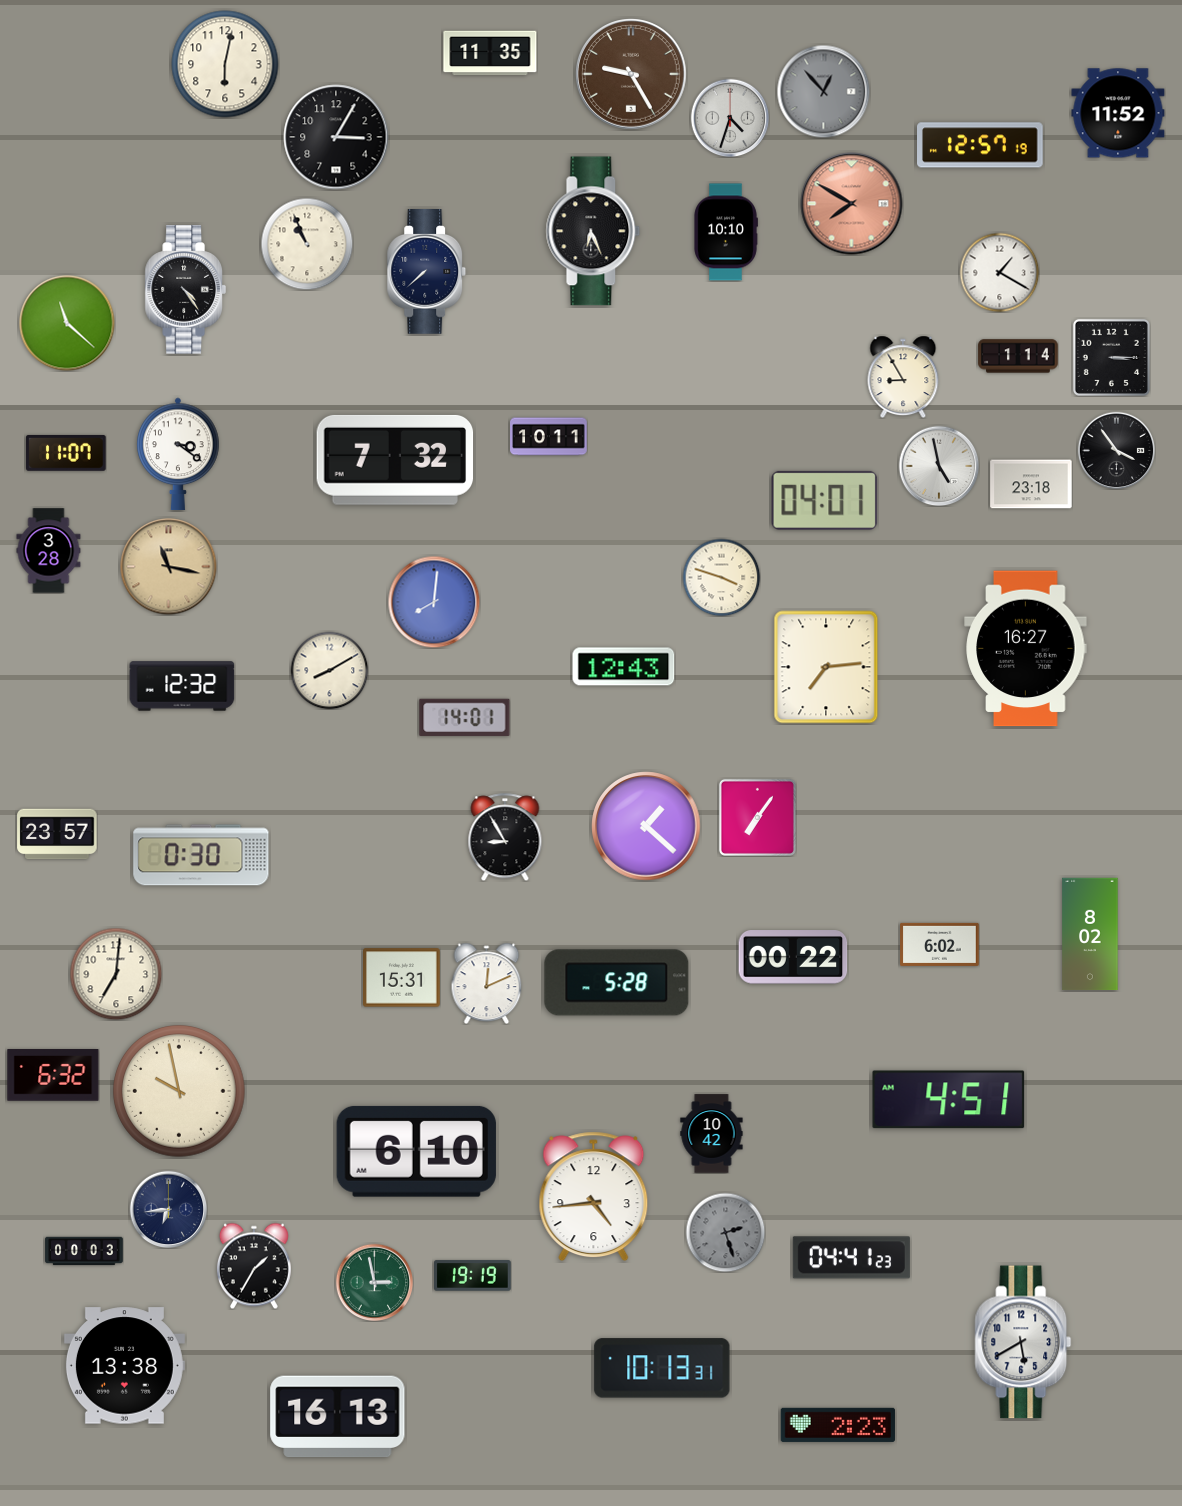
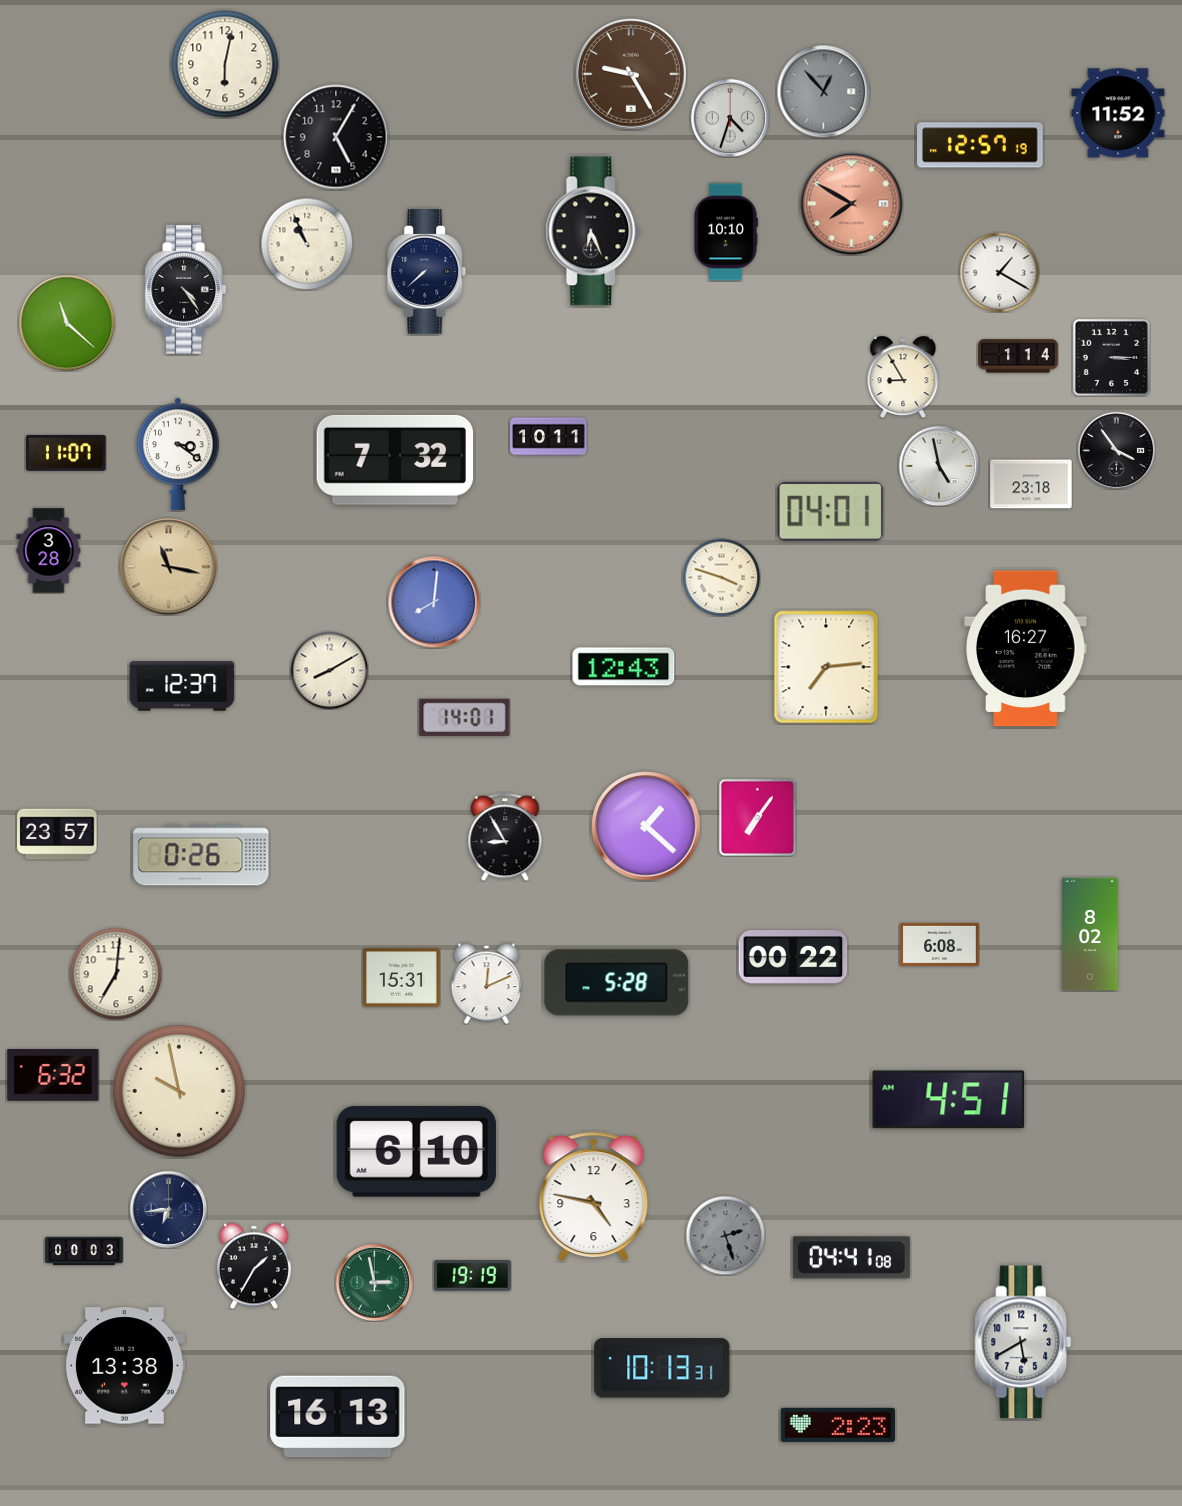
clock at (490, 53): 11:35 -> none
clock at (336, 137): 3:05 -> 5:05
clock at (825, 500) position: (825, 500) -> (831, 511)
clock at (182, 686): 12:32 -> 12:37
clock at (201, 855): 0:30 -> 0:26
clock at (940, 944): 6:02 -> 6:08
clock at (712, 1134): 10:42 -> none
clock at (594, 1197): 4:44 -> 4:47
clock at (725, 1232) position: (725, 1232) -> (725, 1235)
clock at (851, 1258): 04:41:23 -> 04:41:08
